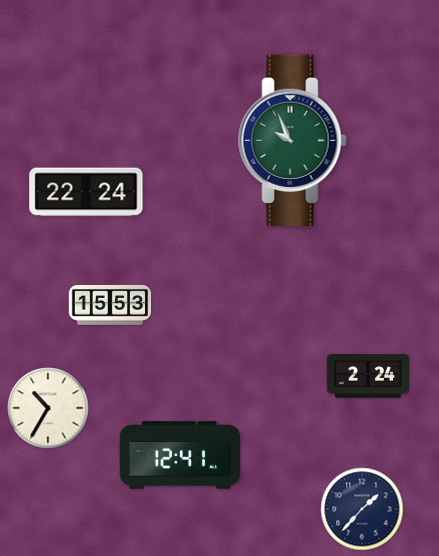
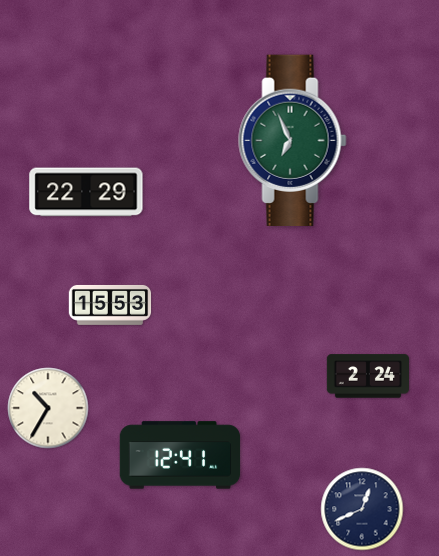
clock at (293, 140): 9:56 -> 6:56
clock at (86, 192): 22:24 -> 22:29
clock at (362, 509): 1:37 -> 12:41
